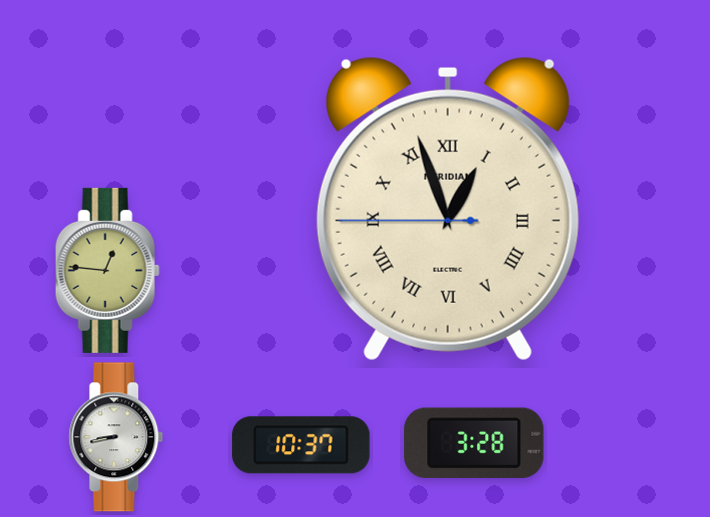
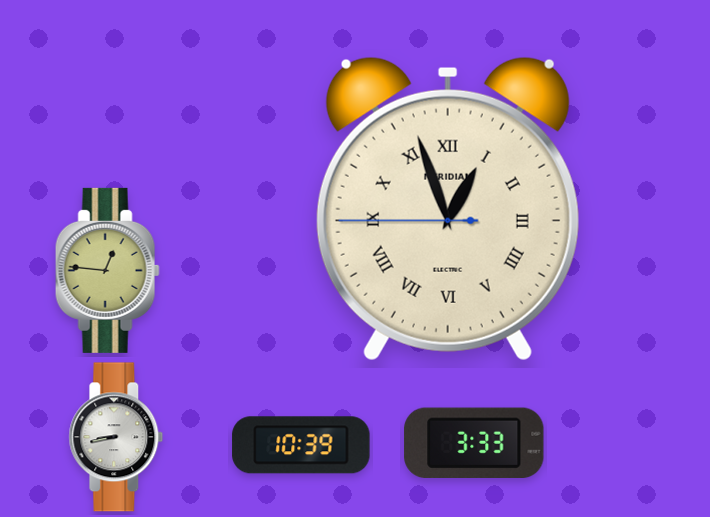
clock at (474, 443): 3:28 -> 3:33
clock at (301, 445): 10:37 -> 10:39
